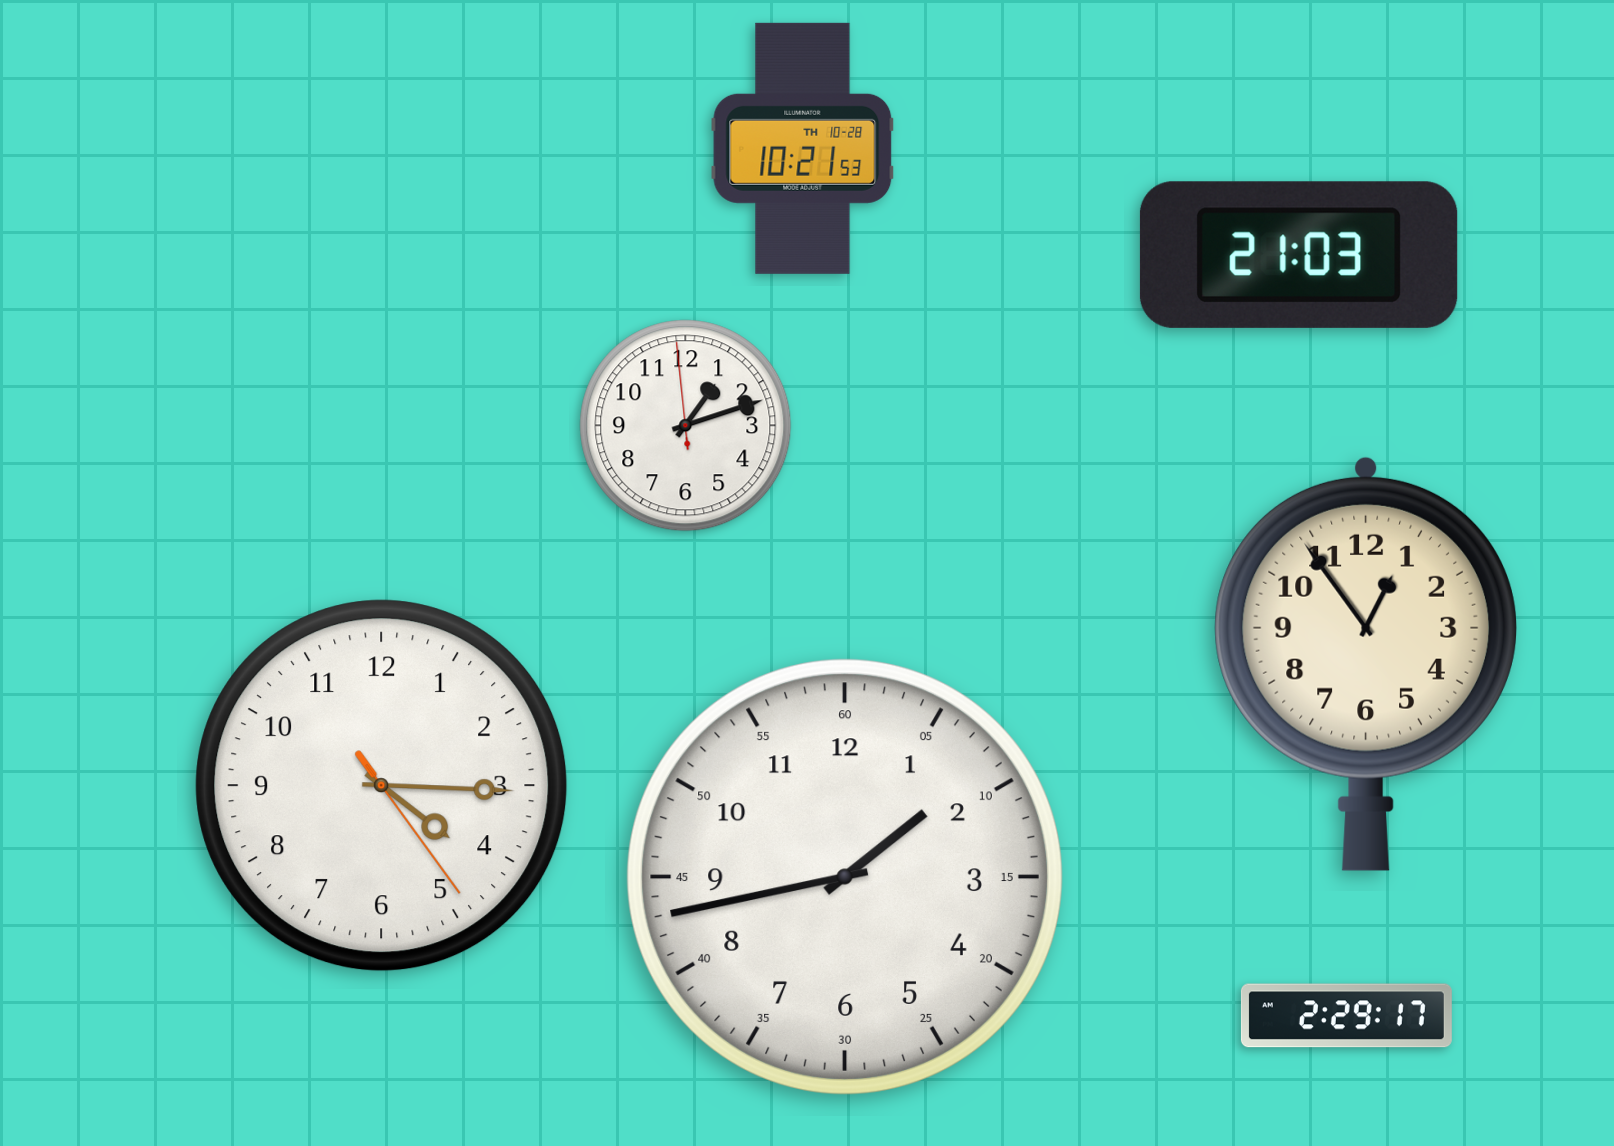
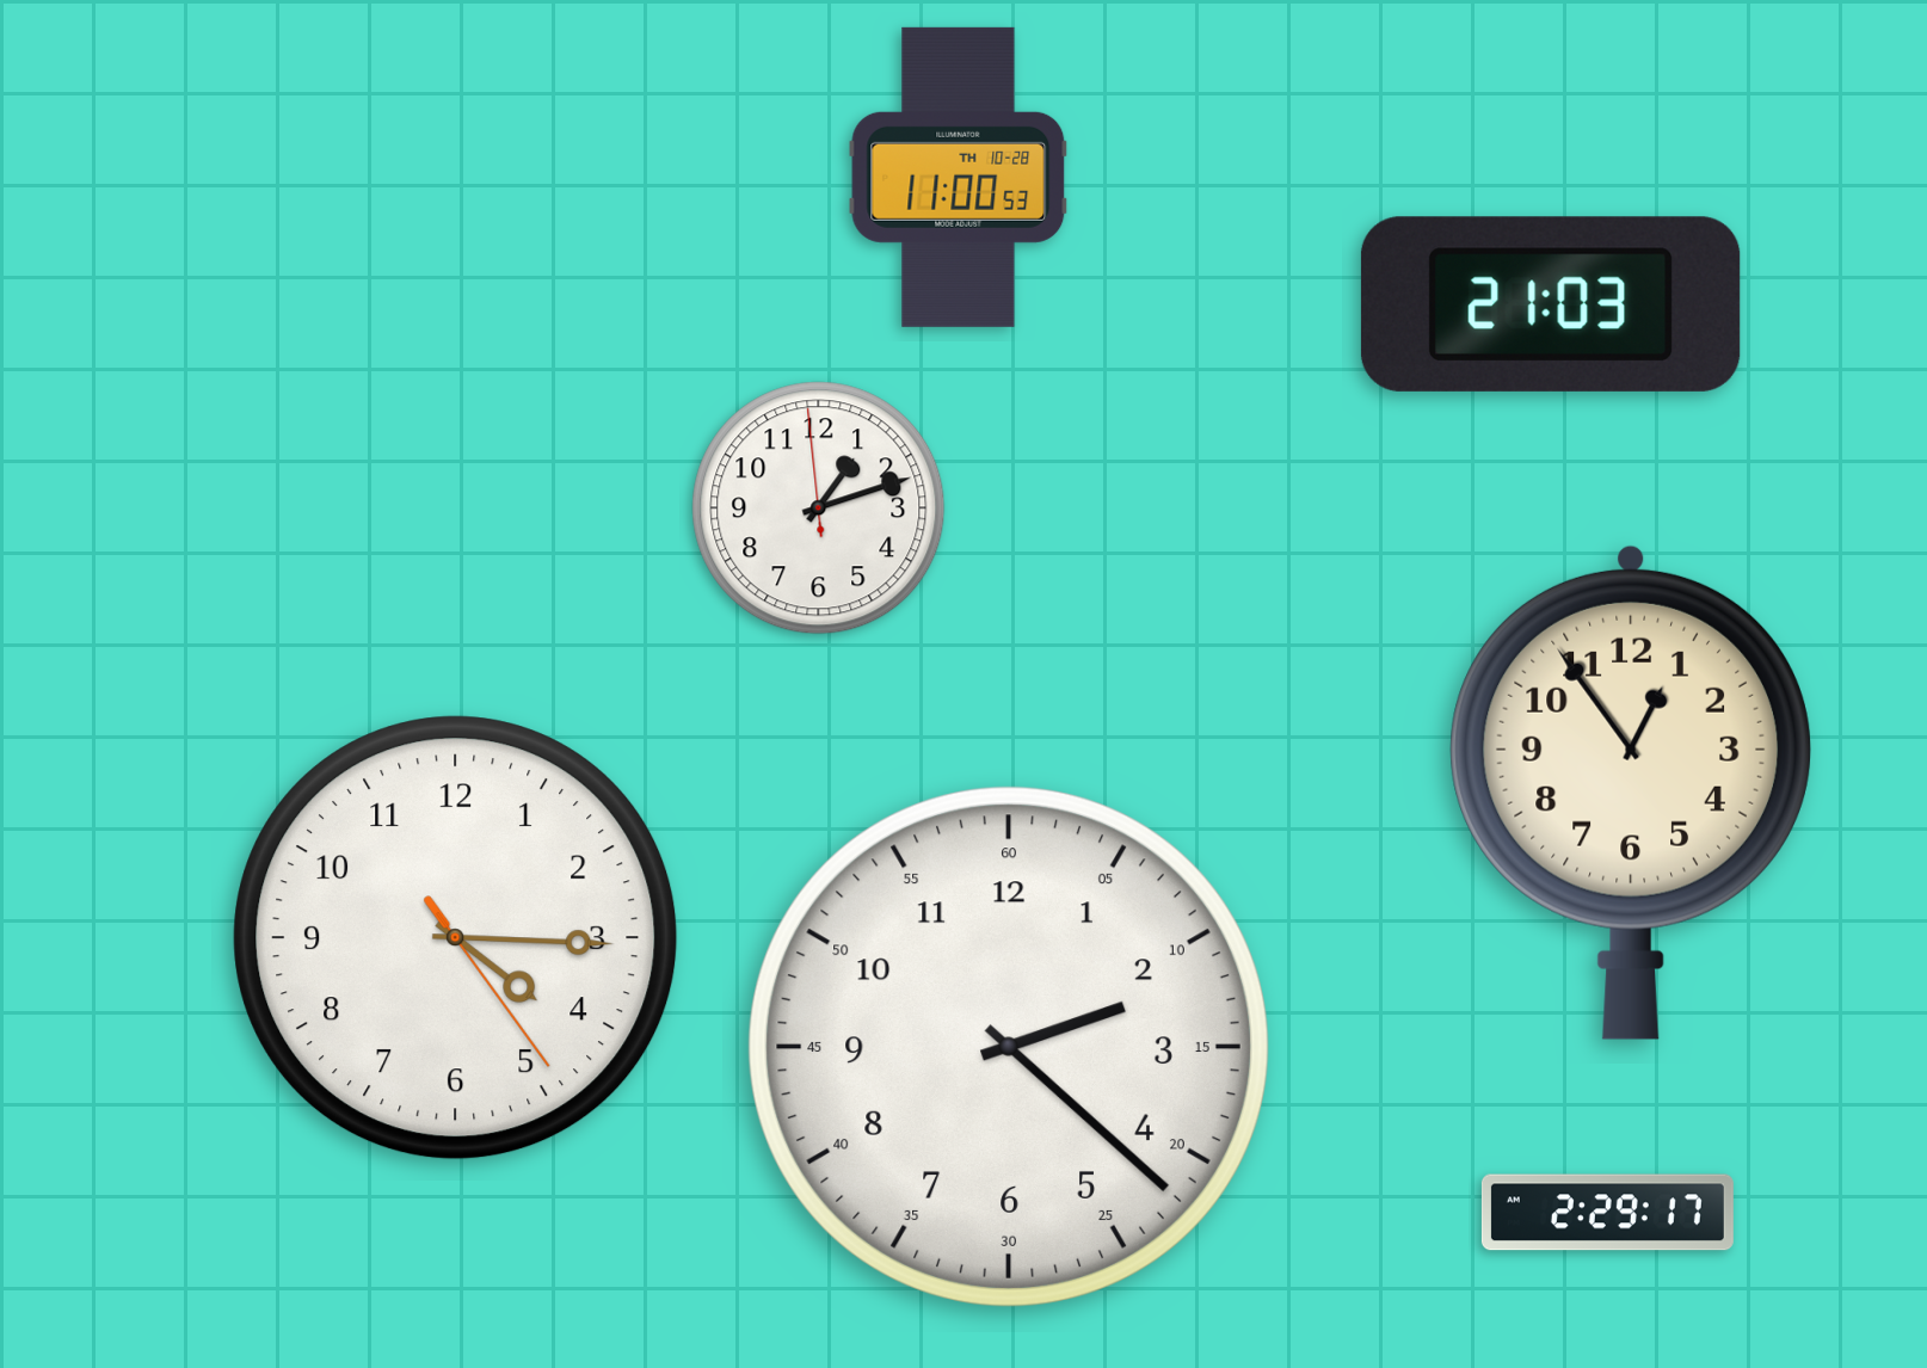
clock at (803, 148): 10:21 -> 11:00
clock at (845, 877): 1:43 -> 2:22
